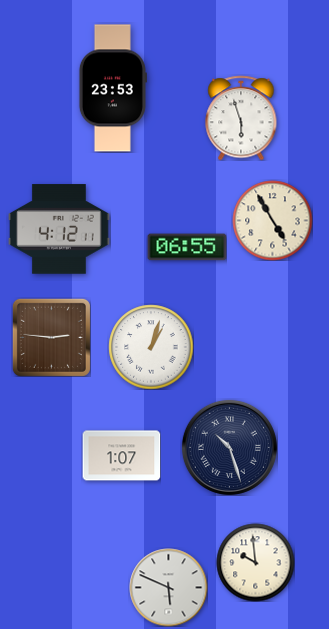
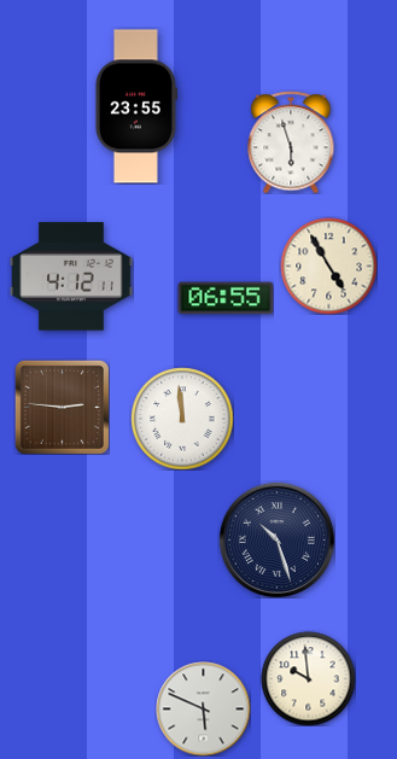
clock at (112, 88): 23:53 -> 23:55
clock at (151, 347): 1:03 -> 11:59
clock at (121, 456): 1:07 -> none
